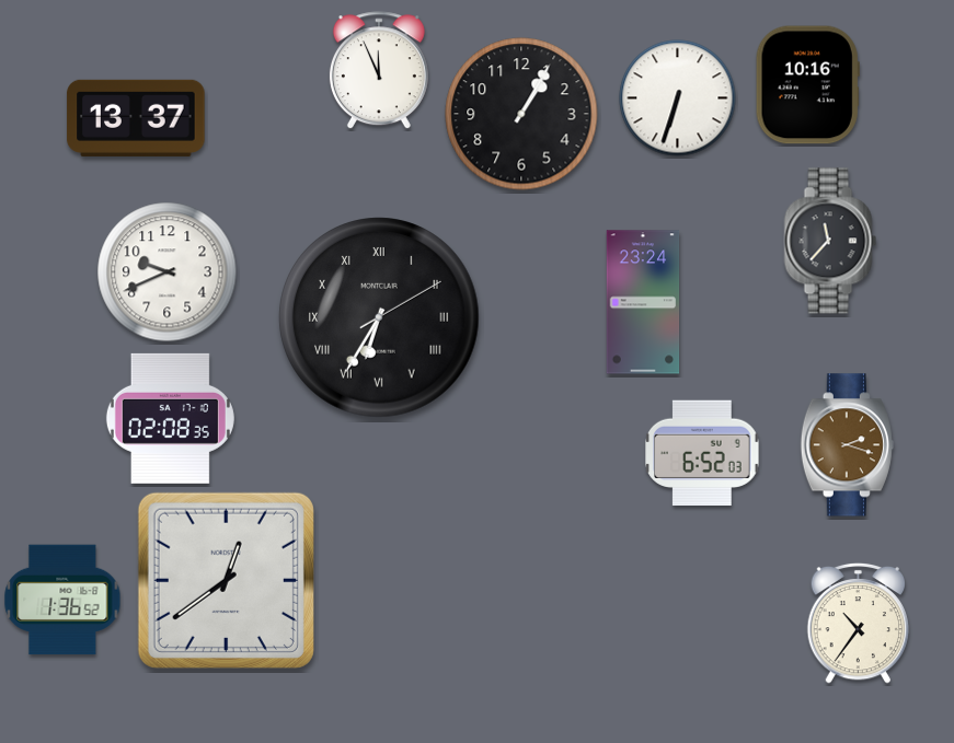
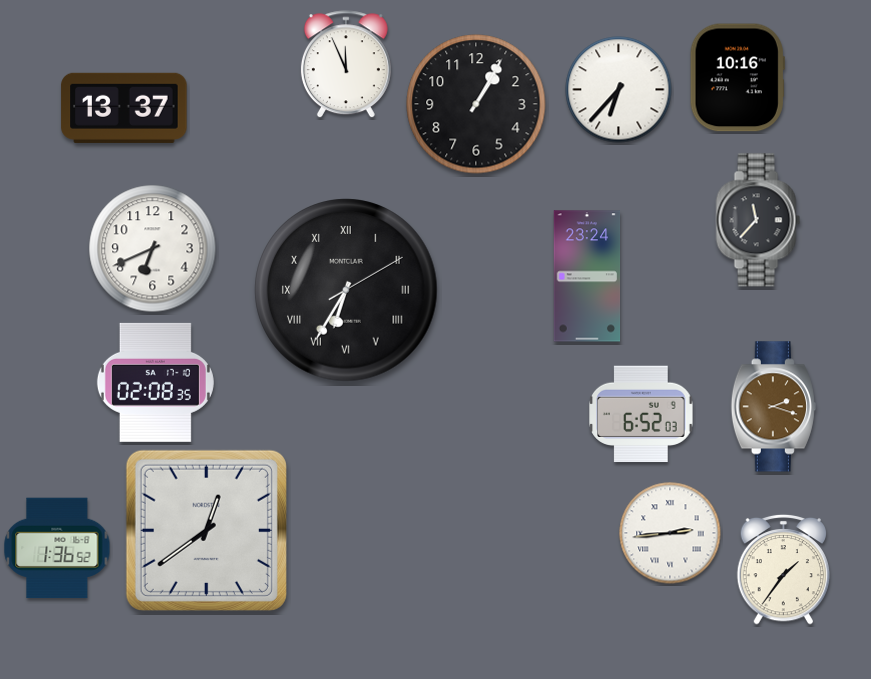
clock at (678, 98): 6:33 -> 6:37
clock at (168, 272): 9:41 -> 6:41
clock at (670, 533): none -> 2:44
clock at (859, 623): 10:36 -> 1:36
